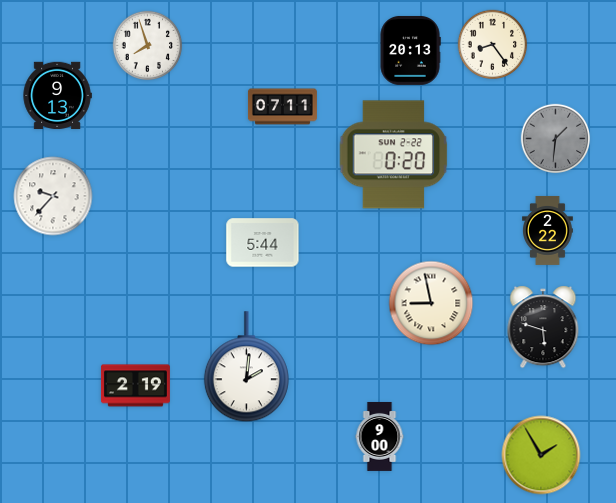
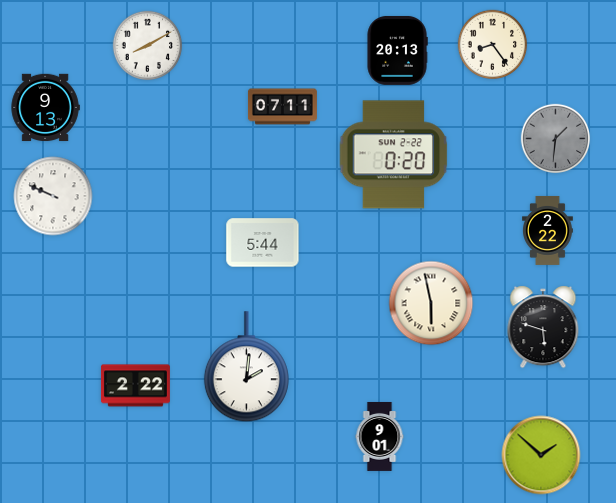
clock at (148, 46): 7:57 -> 8:10
clock at (410, 50) position: (410, 50) -> (397, 50)
clock at (57, 96) position: (57, 96) -> (45, 108)
clock at (53, 196): 9:37 -> 9:49
clock at (431, 303): 8:58 -> 5:58
clock at (135, 386): 2:19 -> 2:22
clock at (380, 436): 9:00 -> 9:01
clock at (541, 455): 1:55 -> 1:52
